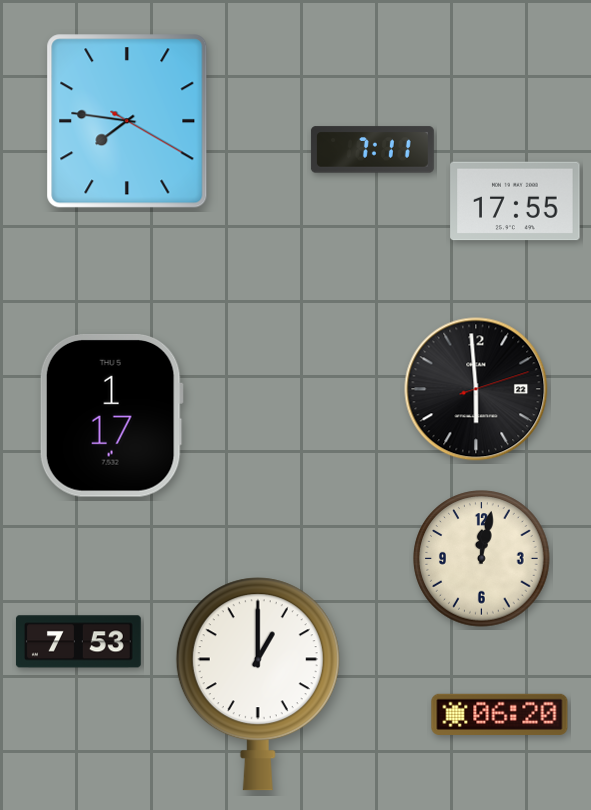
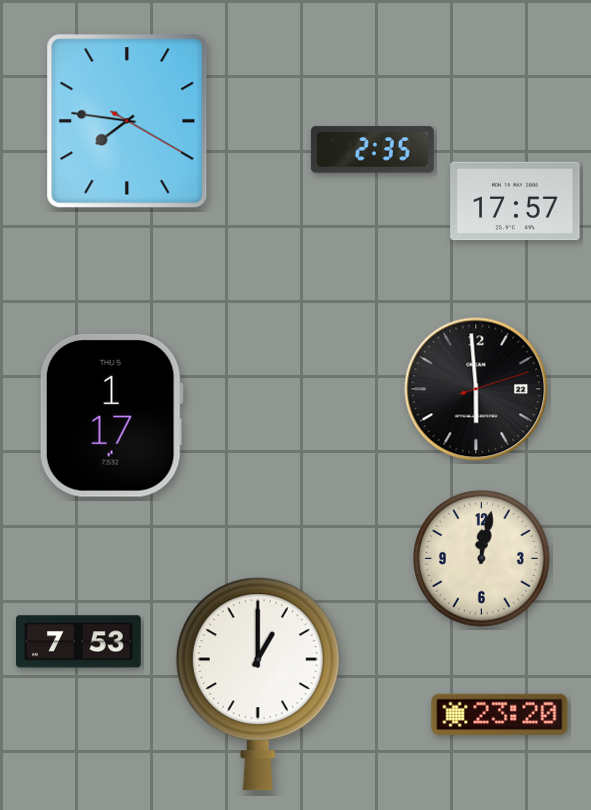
clock at (372, 150): 7:11 -> 2:35
clock at (515, 201): 17:55 -> 17:57
clock at (500, 714): 06:20 -> 23:20
